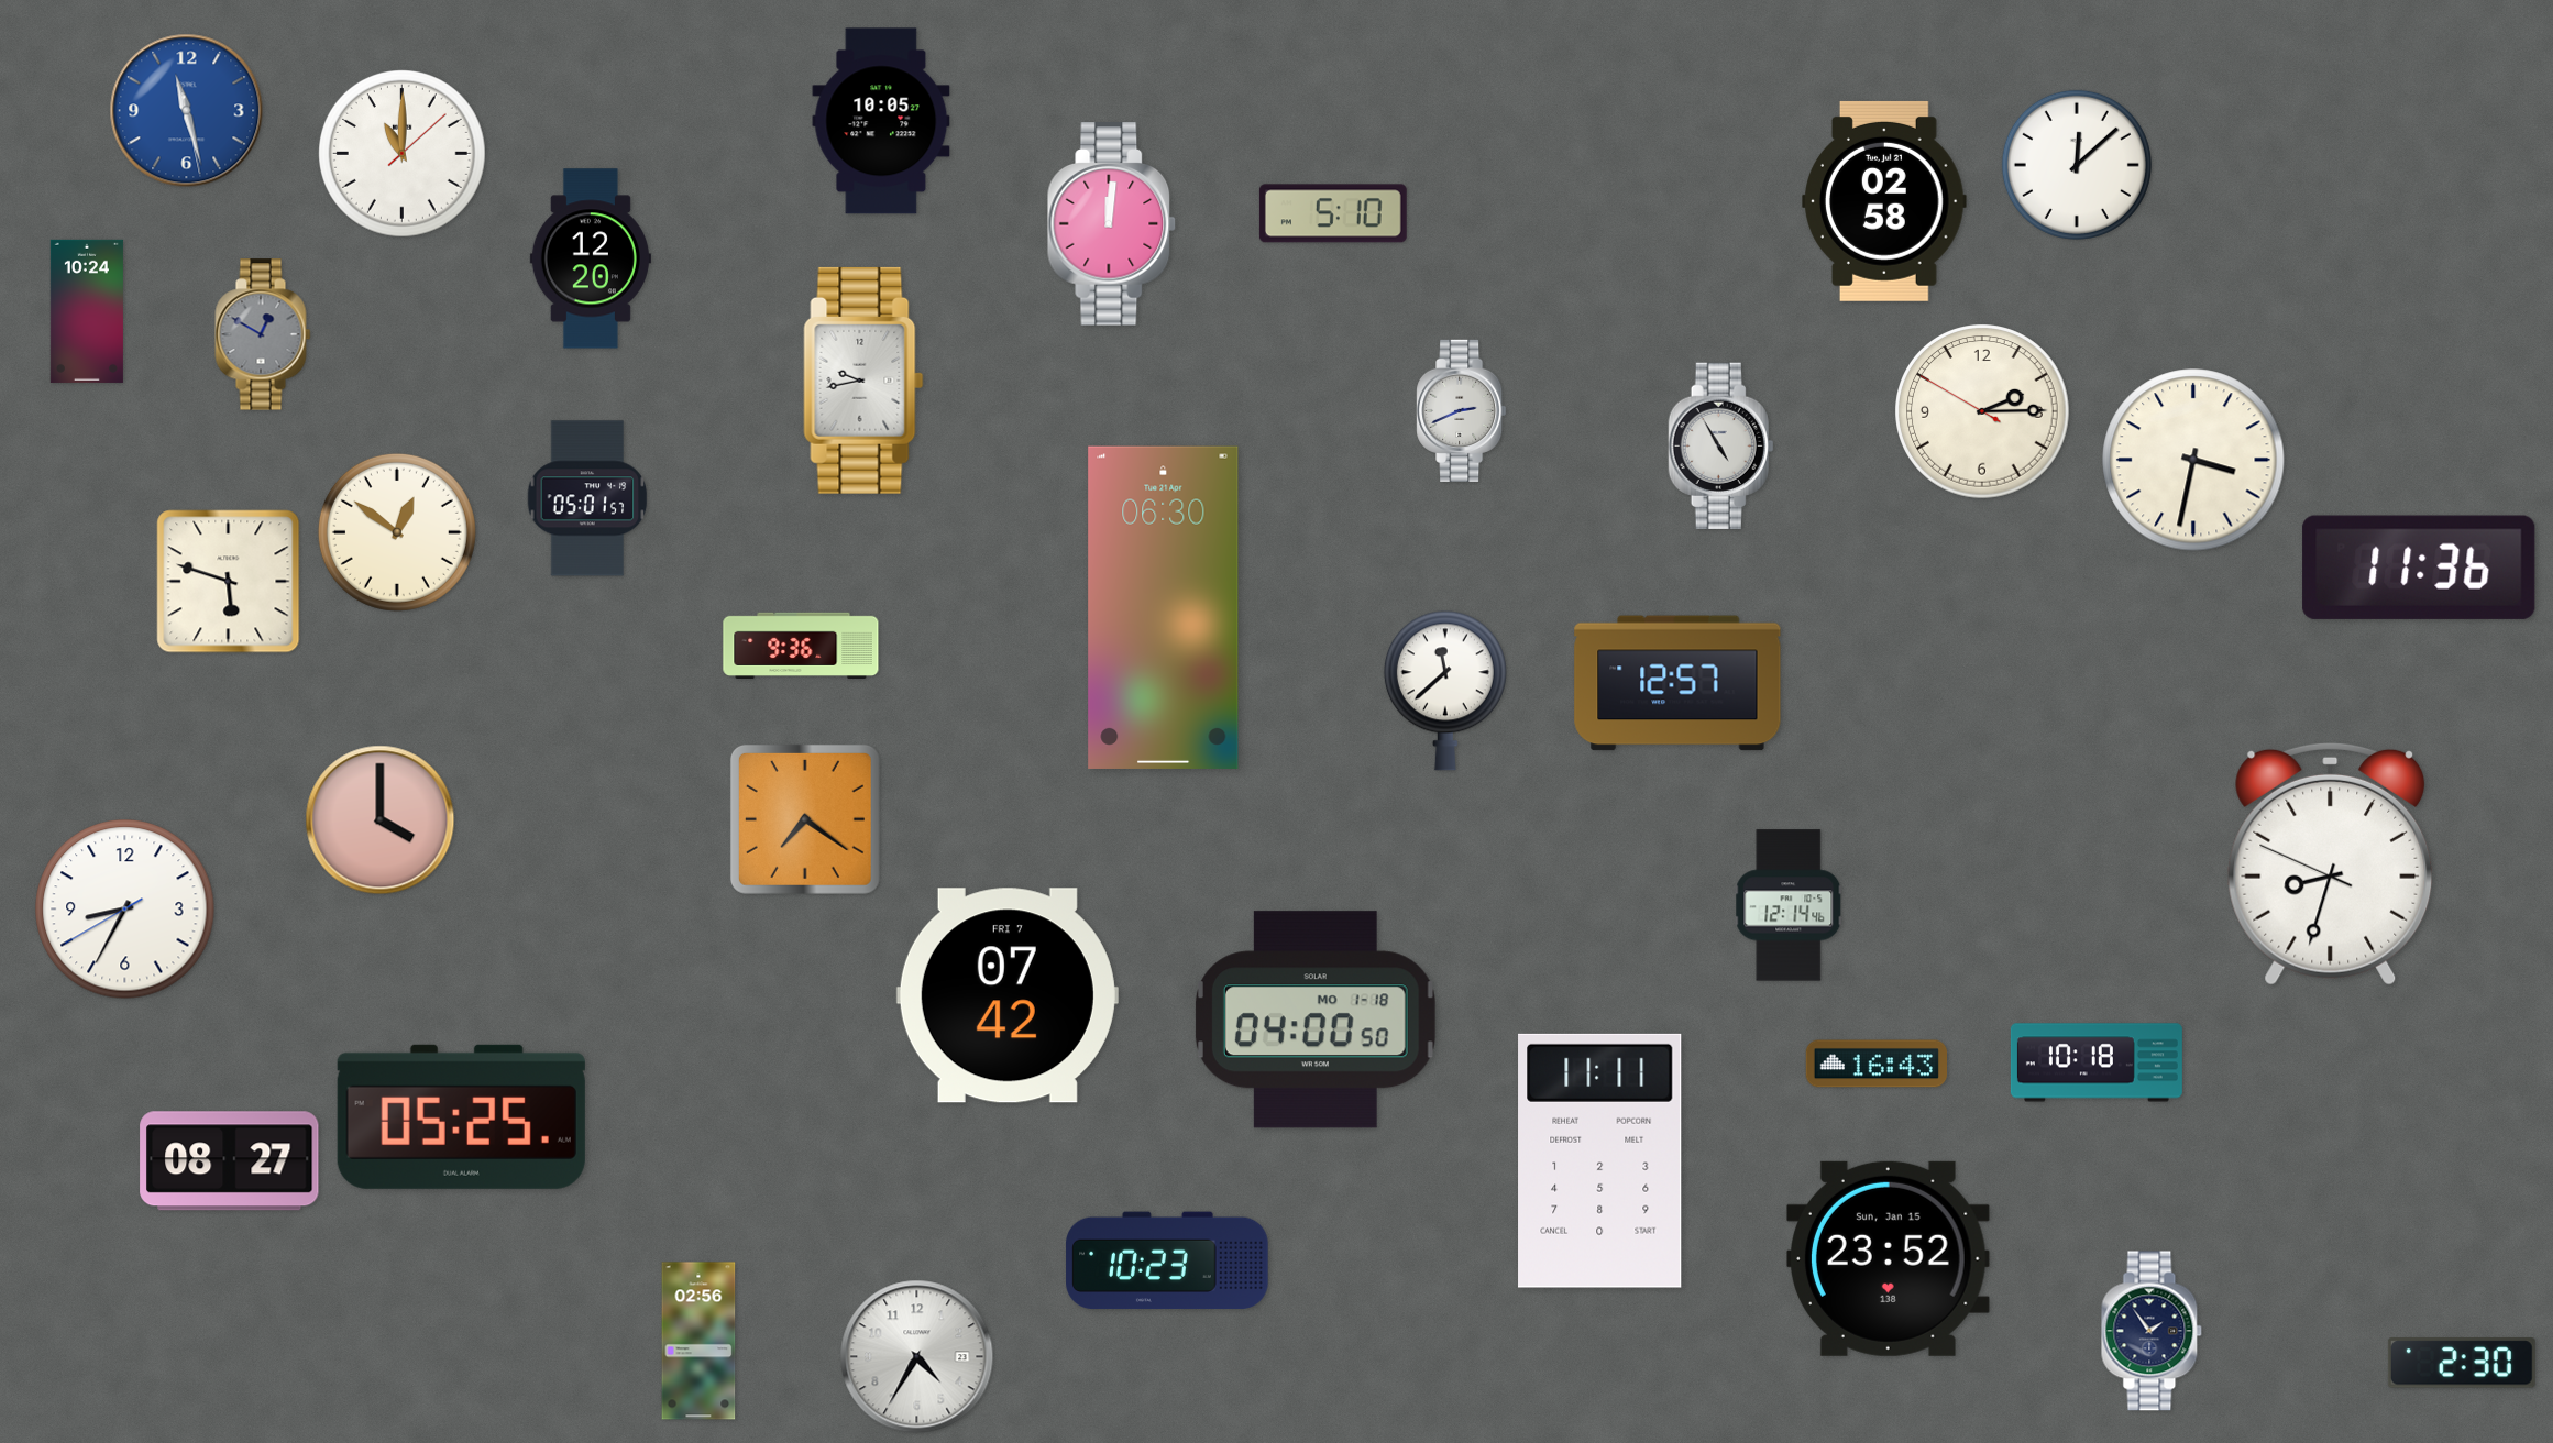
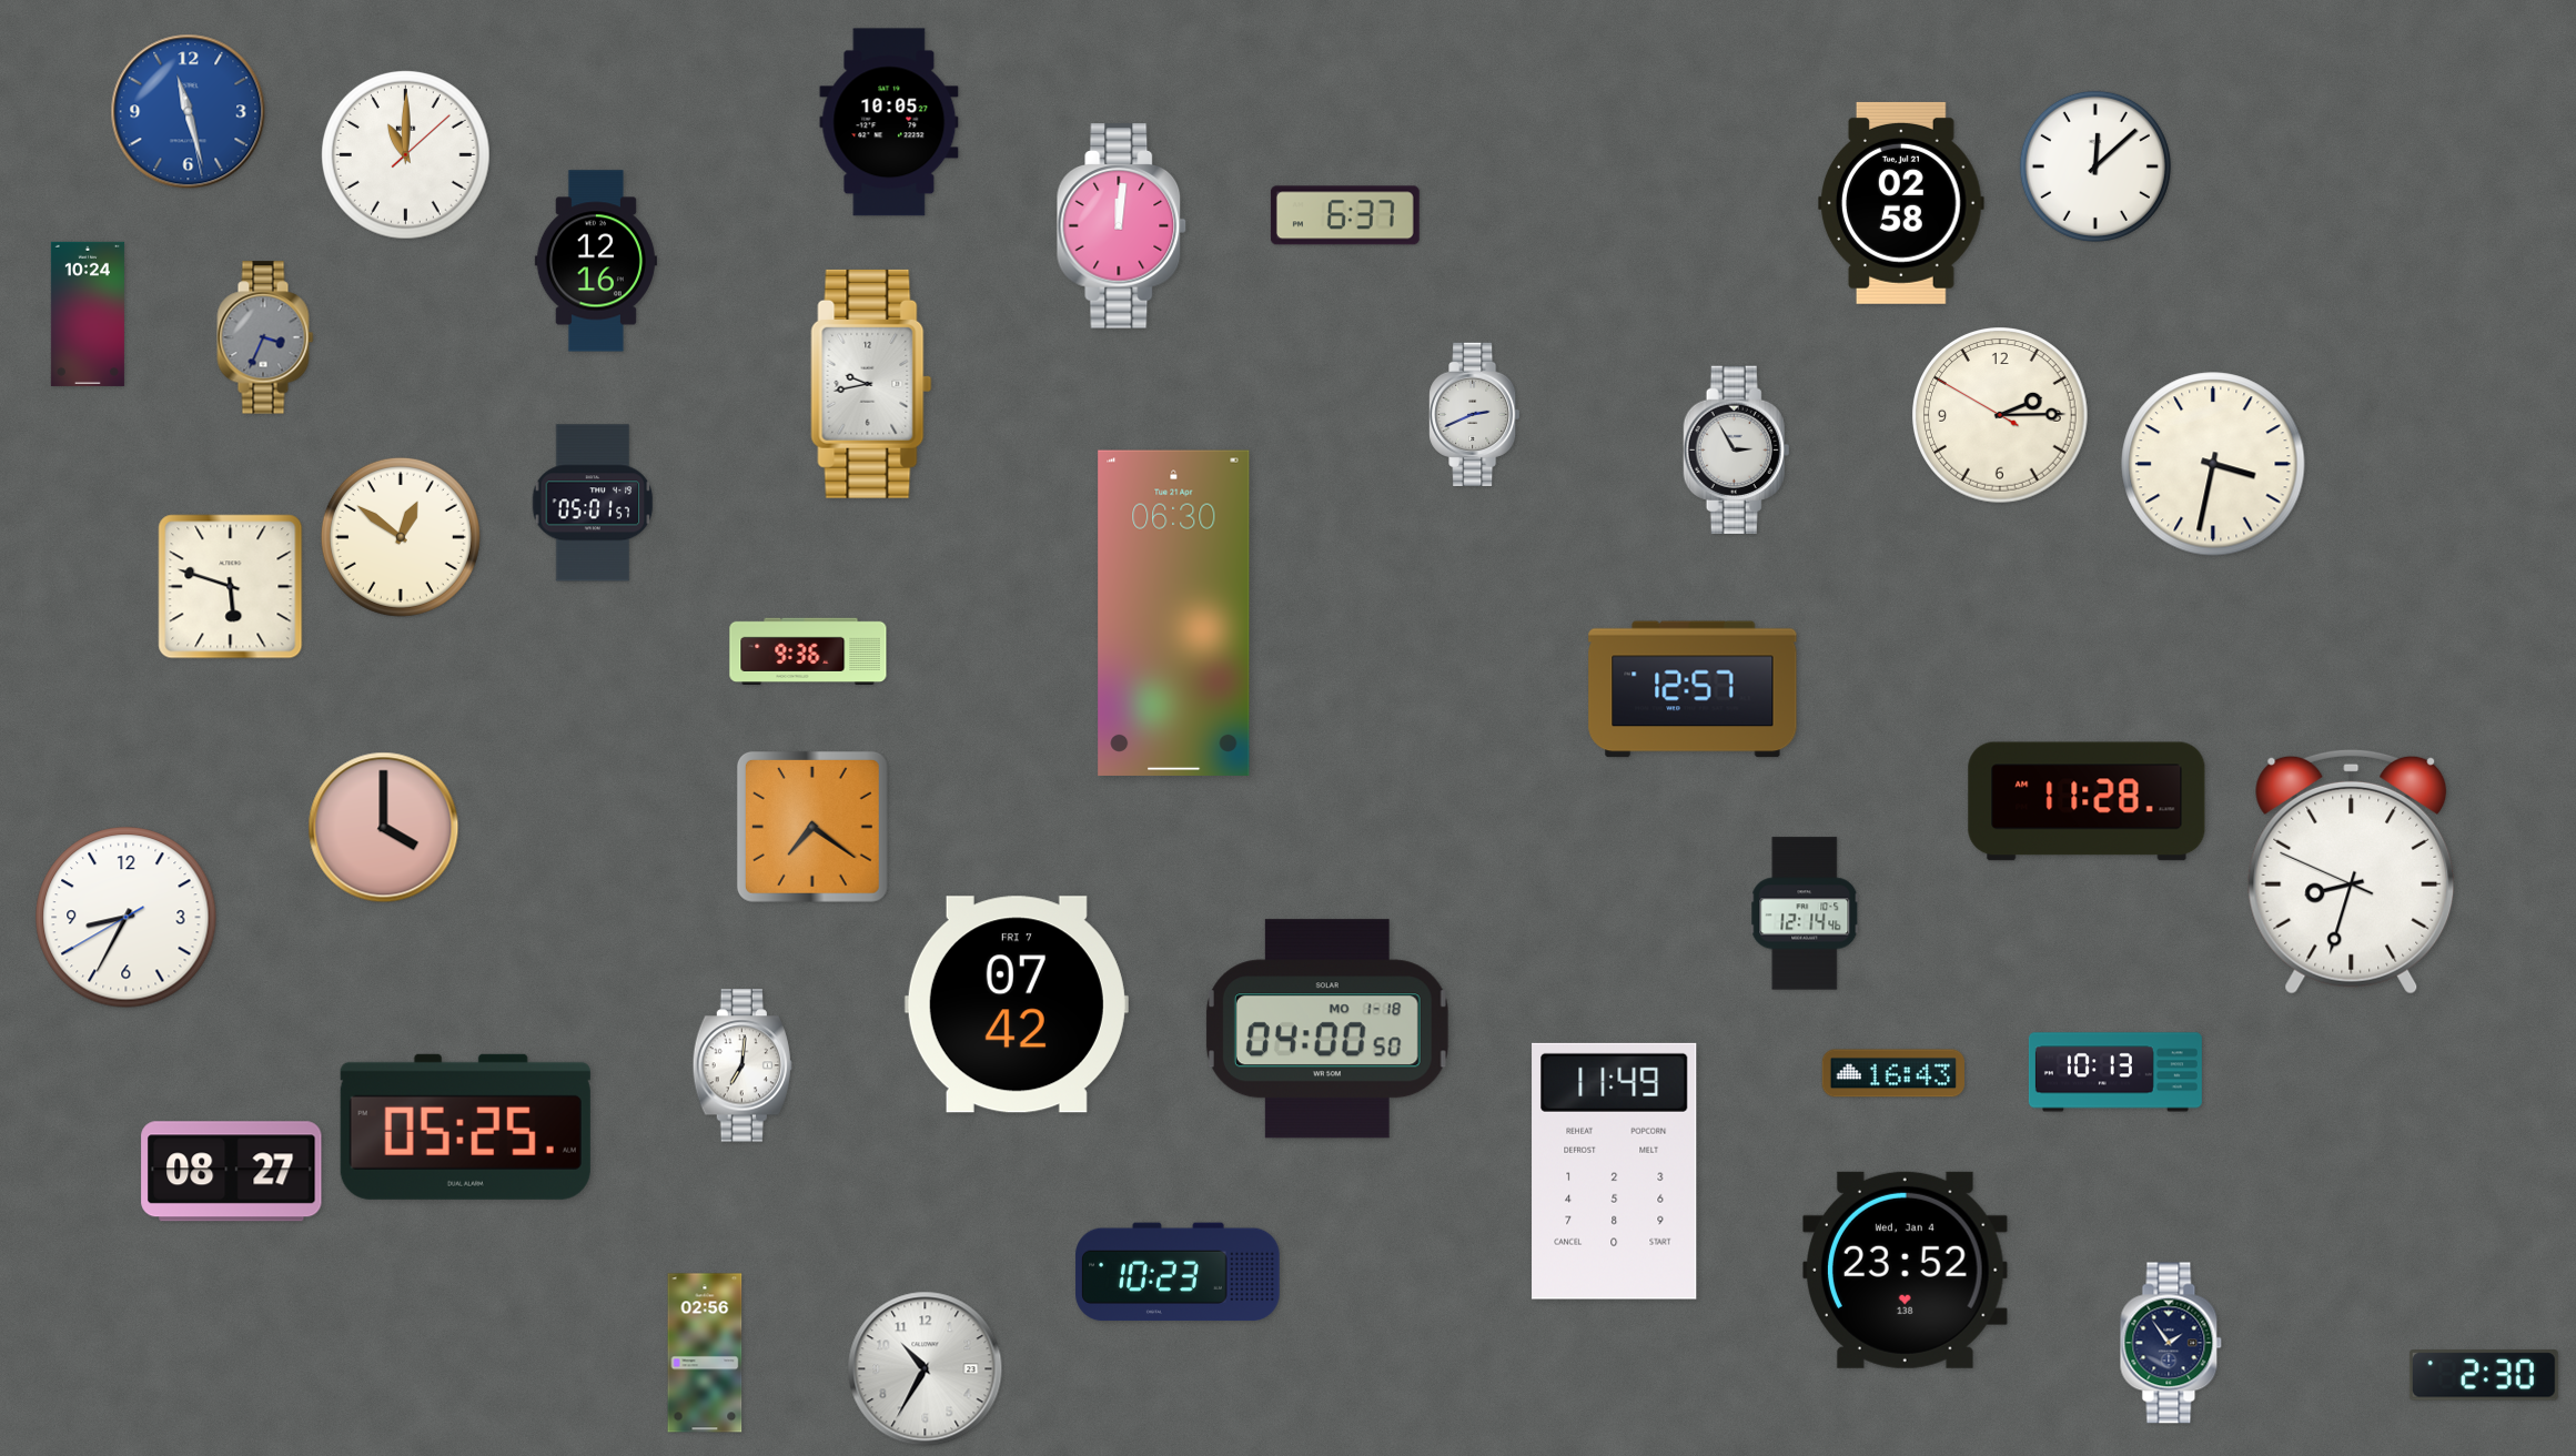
clock at (1333, 213): 5:10 -> 6:37
clock at (591, 258): 12:20 -> 12:16
clock at (263, 334): 12:50 -> 3:34
clock at (1721, 445): 4:55 -> 2:55
clock at (2419, 568): 11:36 -> none
clock at (1445, 691): 11:38 -> none
clock at (2087, 801): none -> 11:28
clock at (741, 1065): none -> 7:01
clock at (2097, 1062): 10:18 -> 10:13
clock at (1600, 1160): 11:11 -> 11:49
clock at (1889, 1258) date: Sun, Jan 15 -> Wed, Jan 4
clock at (917, 1357): 4:35 -> 10:35
